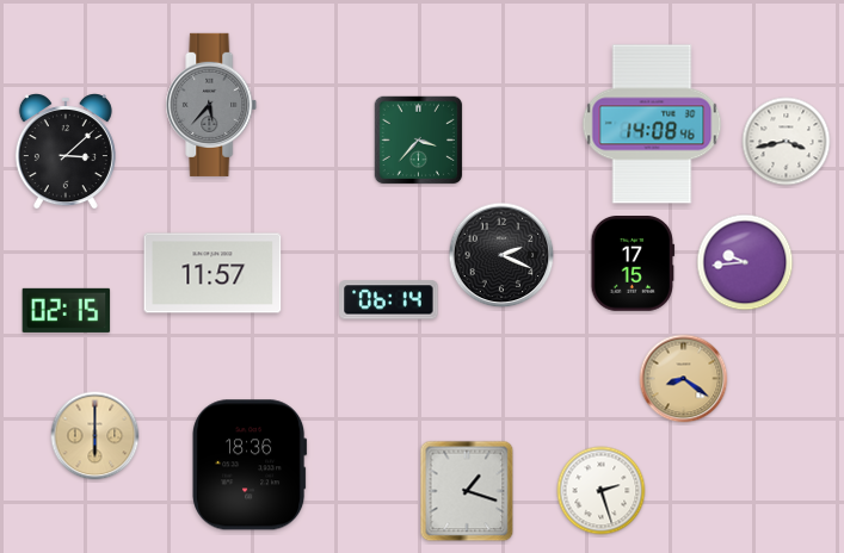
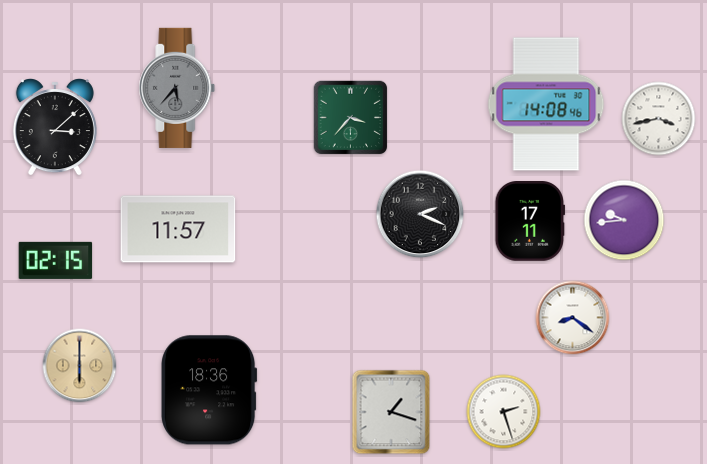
clock at (633, 265): 17:15 -> 17:11
clock at (389, 300): 06:14 -> none
clock at (684, 379) dial: champagne -> white
